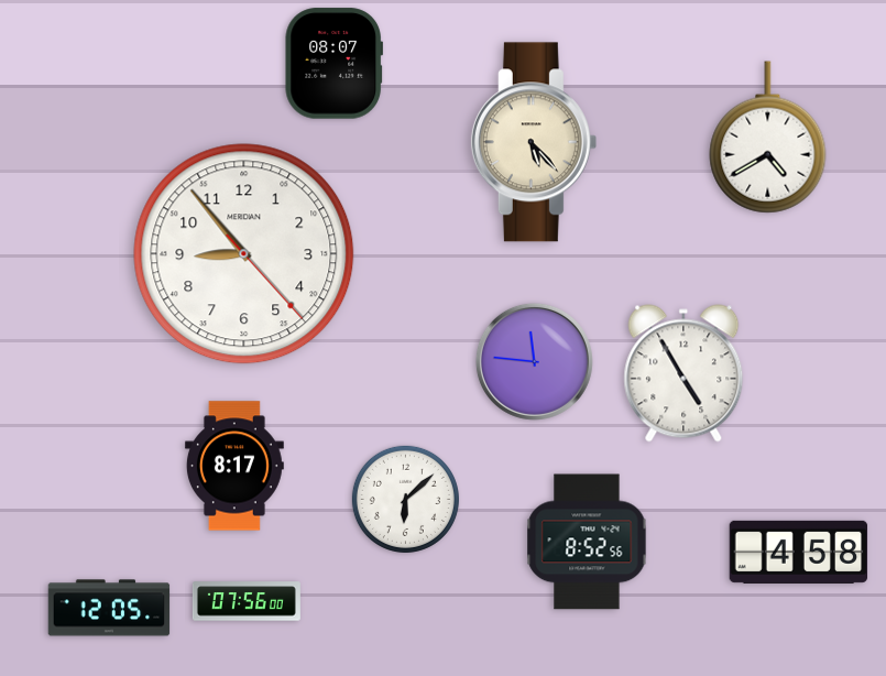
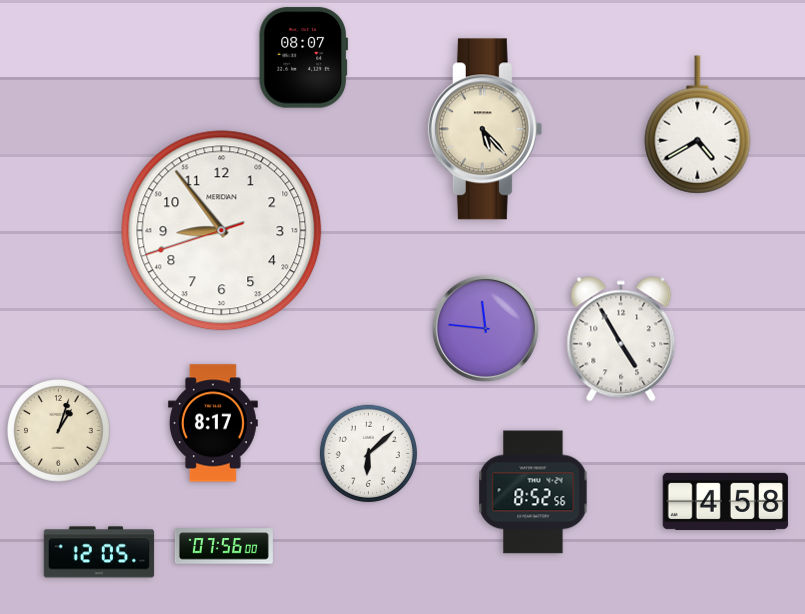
clock at (244, 254): 8:53:23 -> 8:53:42
clock at (59, 431): none -> 1:03
